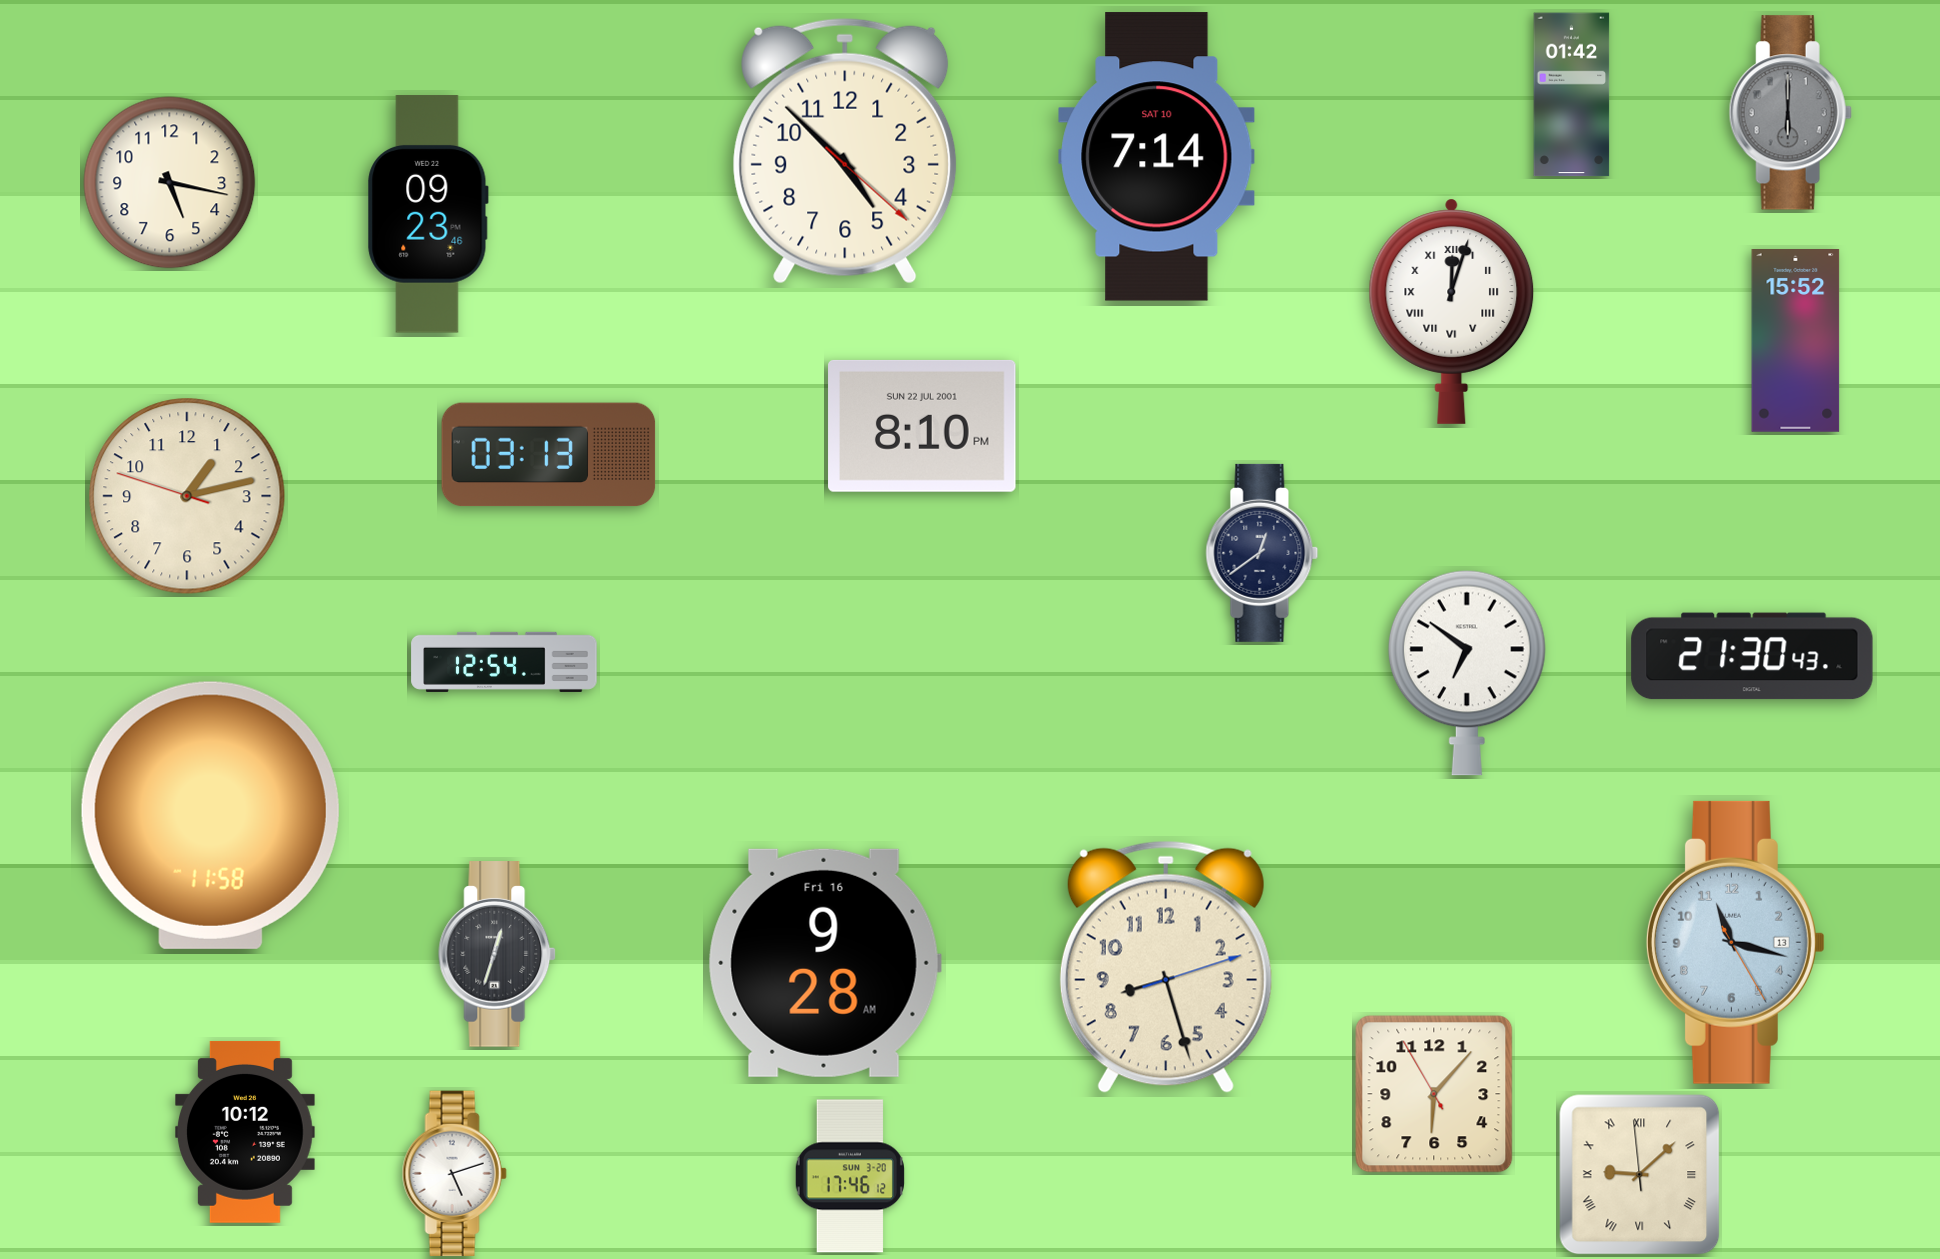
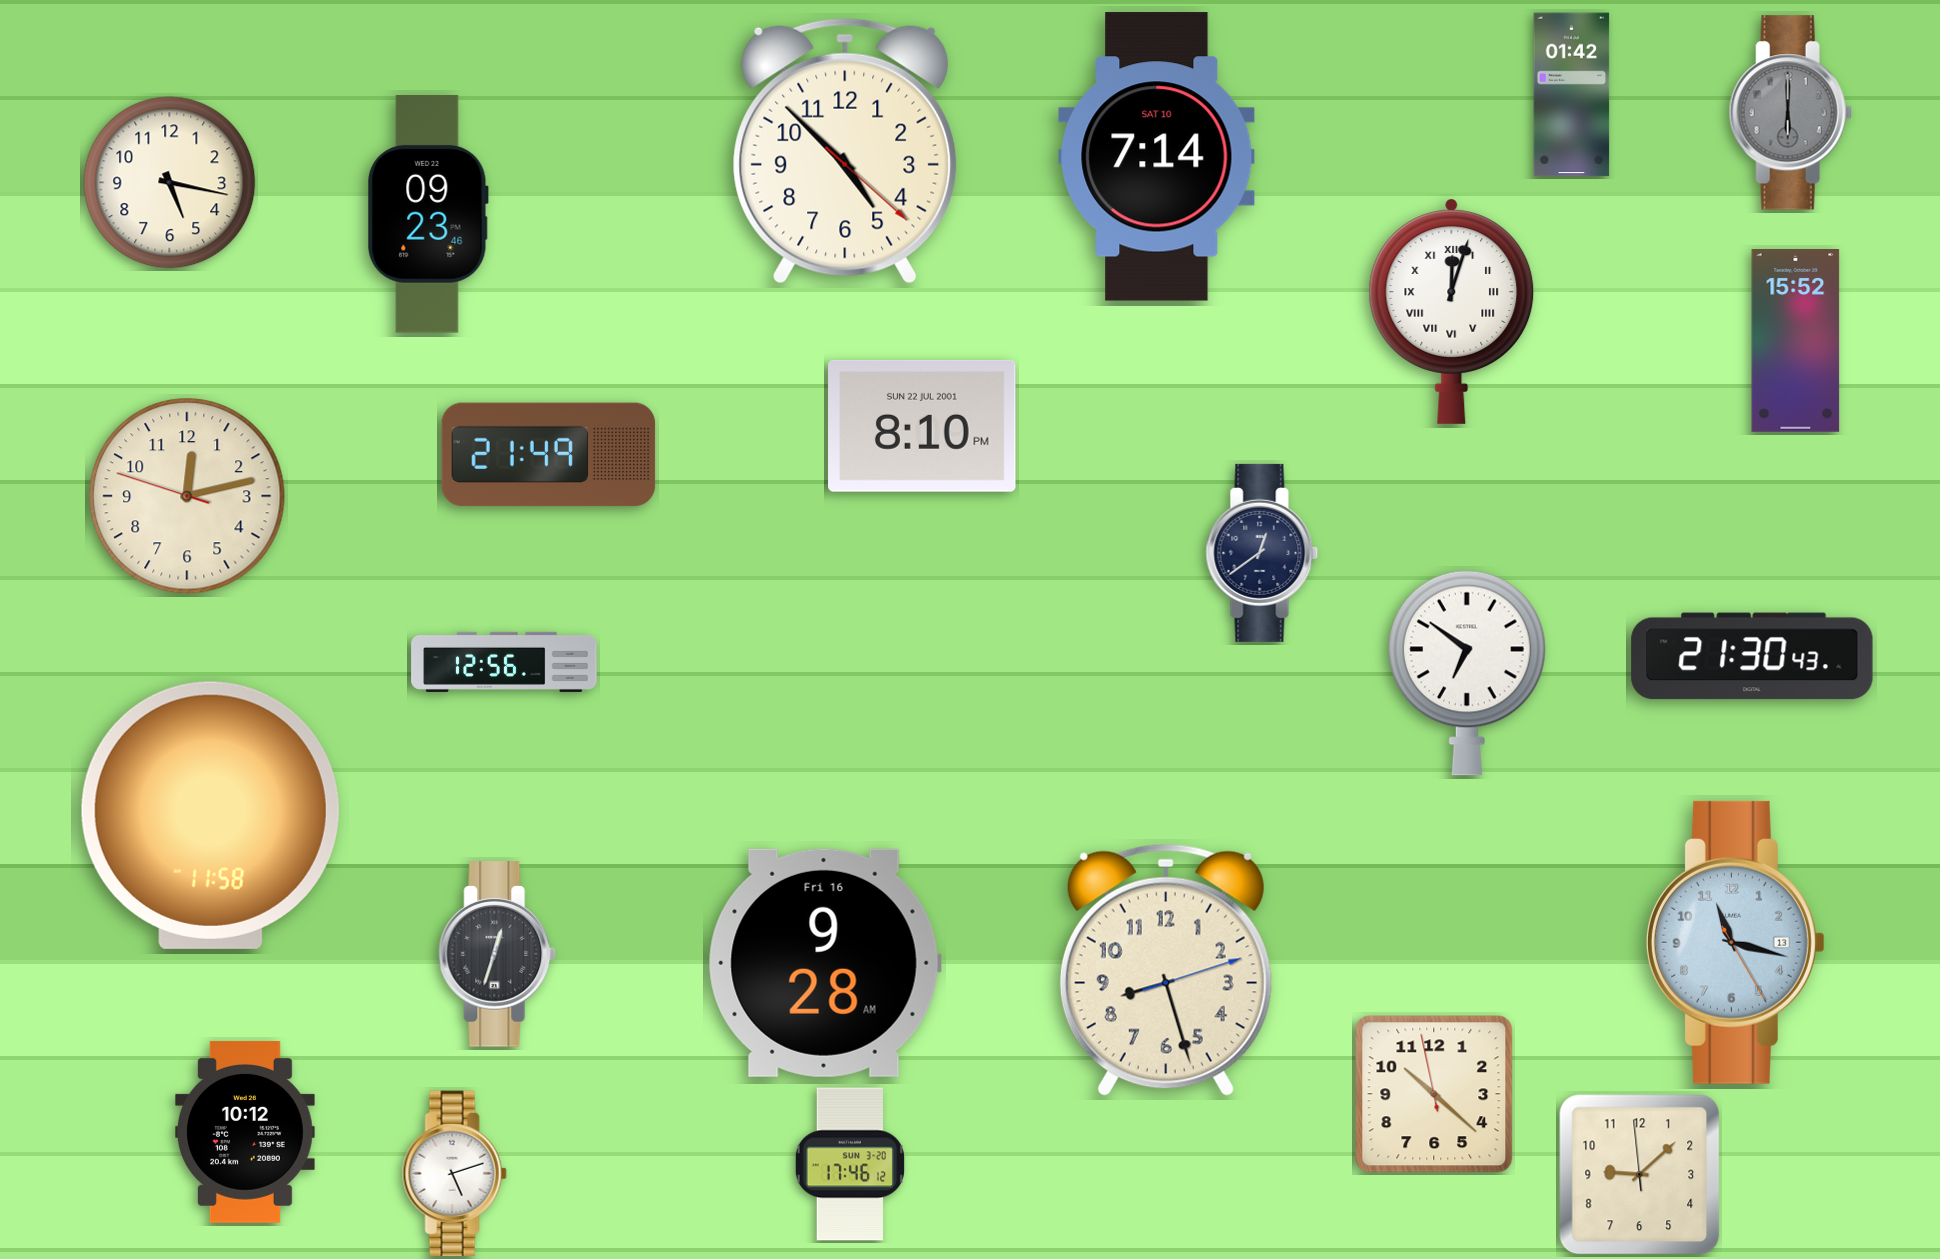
clock at (549, 455): 03:13 -> 21:49
clock at (187, 496): 1:12 -> 12:12
clock at (504, 662): 12:54 -> 12:56
clock at (1166, 967) position: (1166, 967) -> (1166, 970)
clock at (1434, 1094): 6:06 -> 10:21
clock at (1640, 1175) numerals: Roman -> Arabic
clock at (850, 1176) position: (850, 1176) -> (850, 1164)
